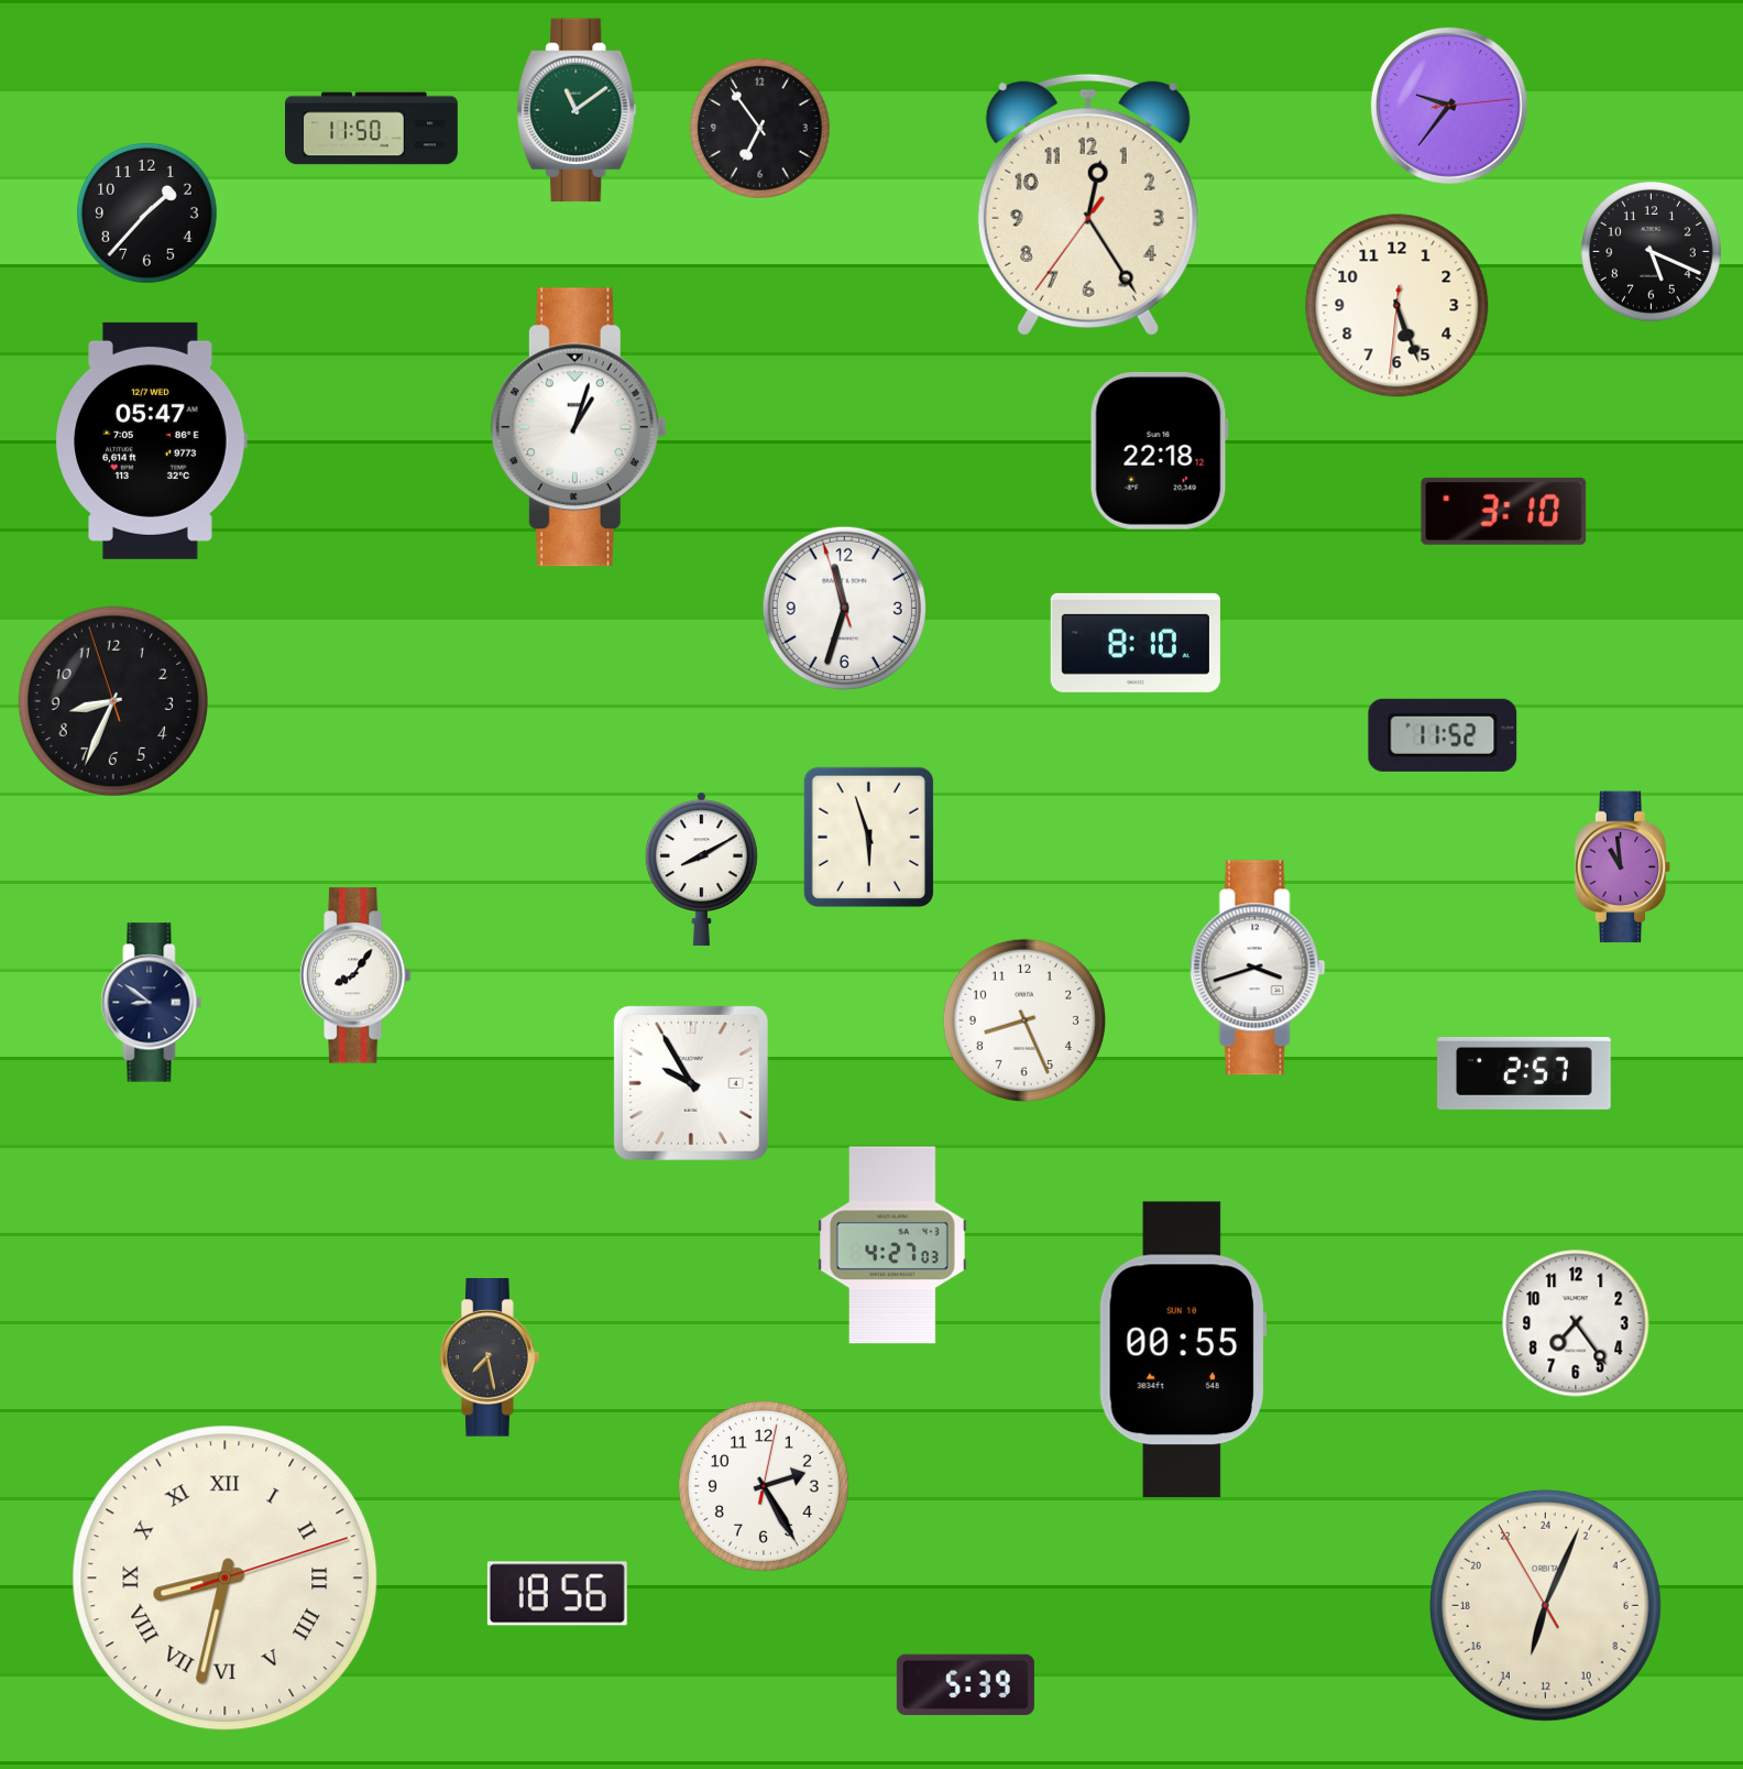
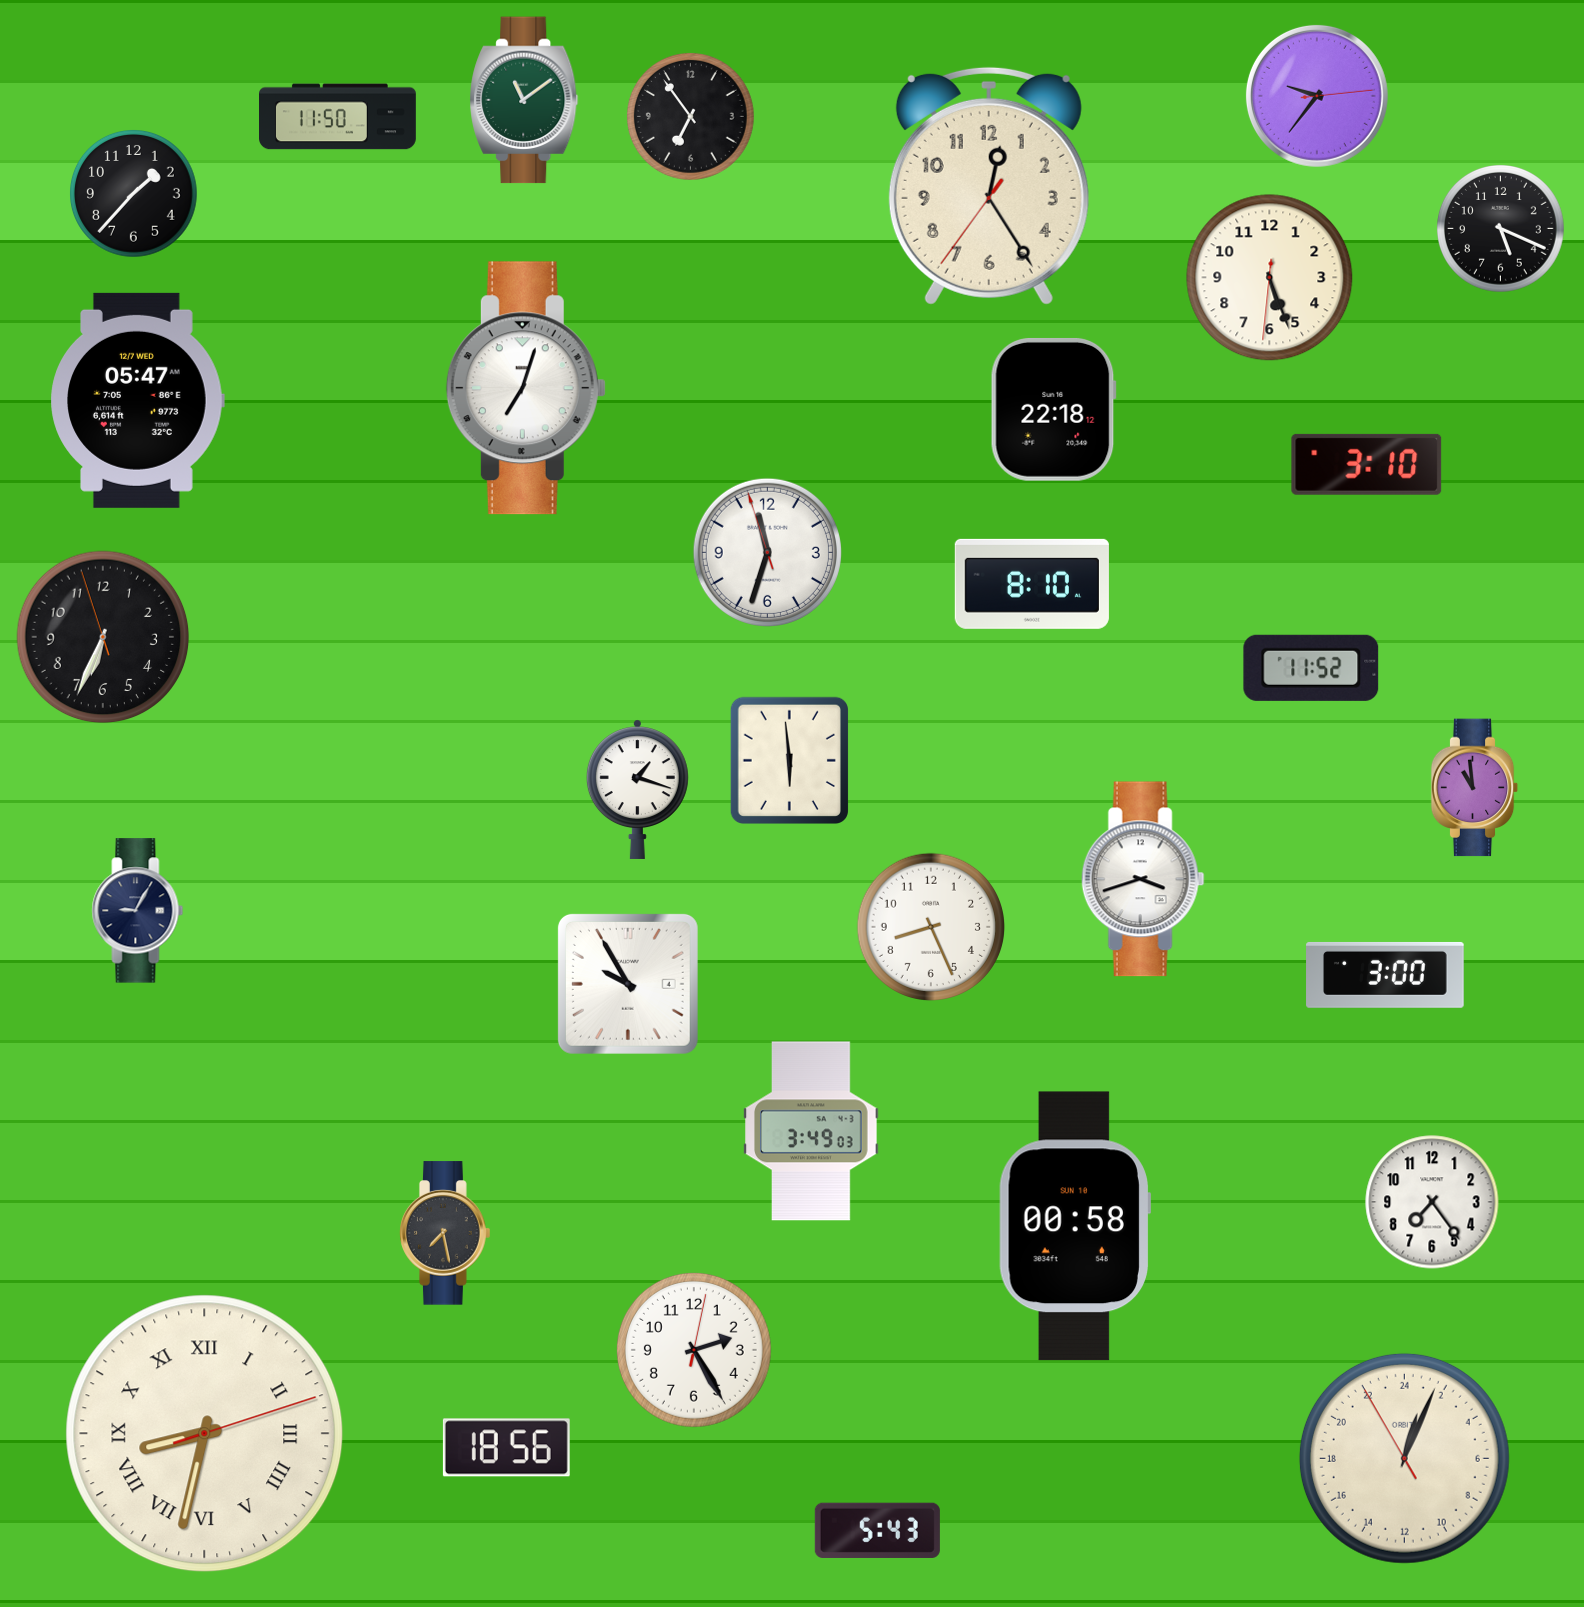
clock at (579, 427): 1:03 -> 7:03
clock at (113, 701): 8:33 -> 6:33
clock at (868, 837): 5:57 -> 5:59
clock at (701, 869): 8:10 -> 1:18
clock at (355, 975): 8:06 -> none
clock at (152, 1003): 8:51 -> 9:05
clock at (1524, 1073): 2:57 -> 3:00
clock at (892, 1245): 4:27 -> 3:49
clock at (1182, 1350): 00:55 -> 00:58
clock at (1545, 1605): 13:03 -> 1:03
clock at (965, 1684): 5:39 -> 5:43
